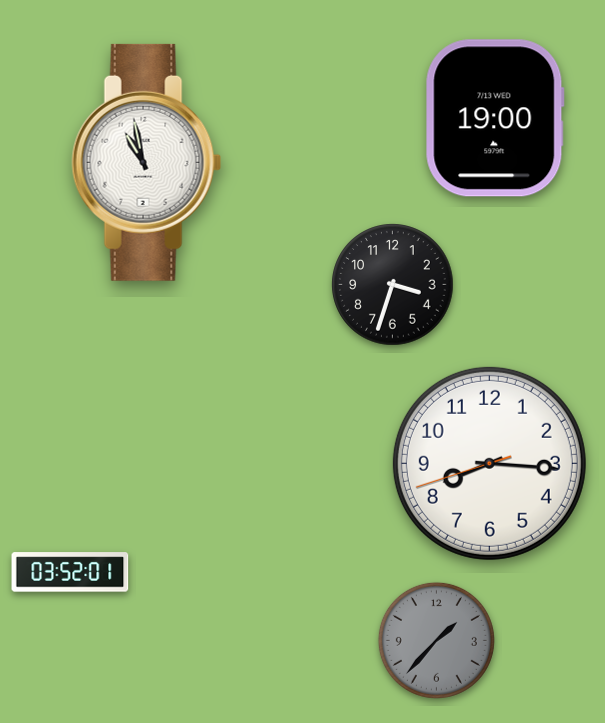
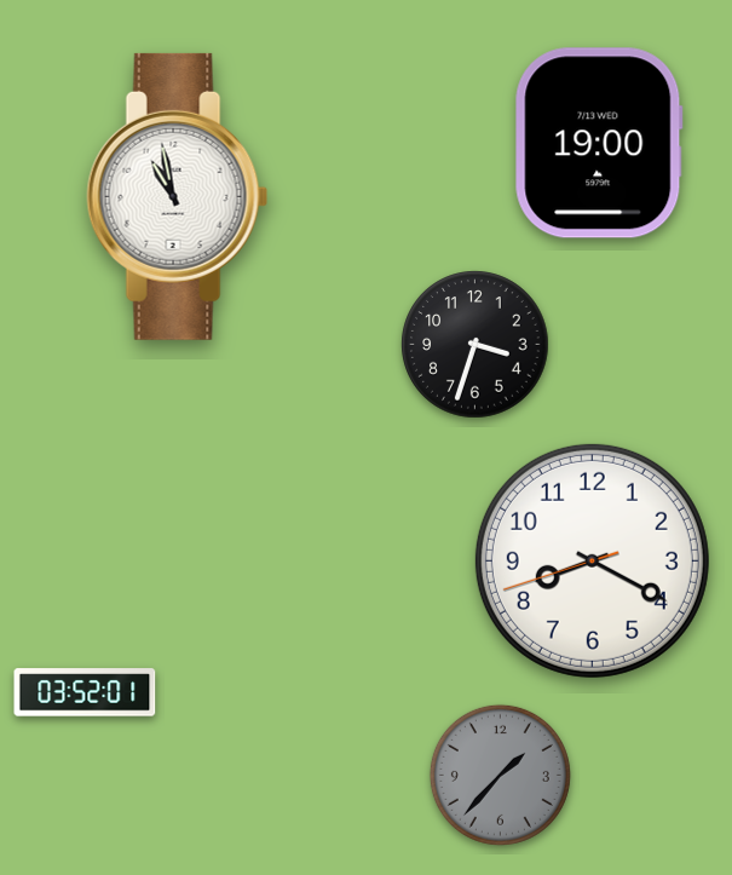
clock at (489, 463): 8:15 -> 8:19
clock at (436, 640) position: (436, 640) -> (500, 775)
